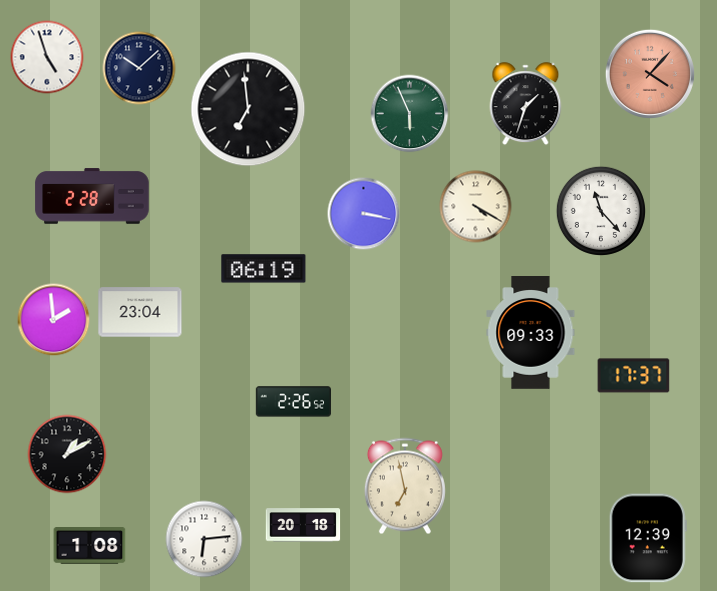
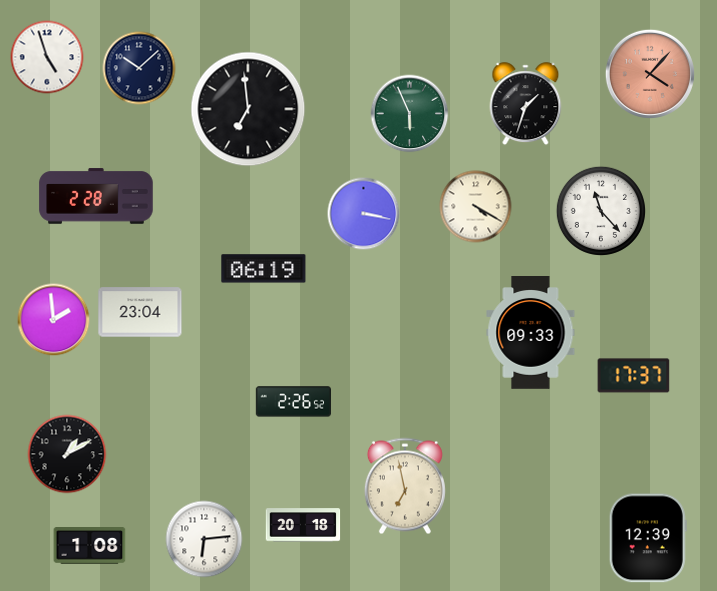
clock at (92, 196) position: (92, 196) -> (96, 196)
